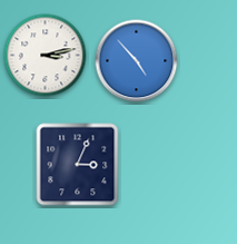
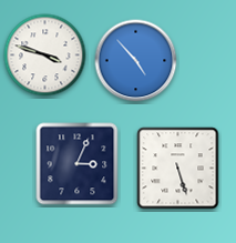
clock at (46, 56): 3:13 -> 3:48
clock at (178, 169): none -> 5:27
